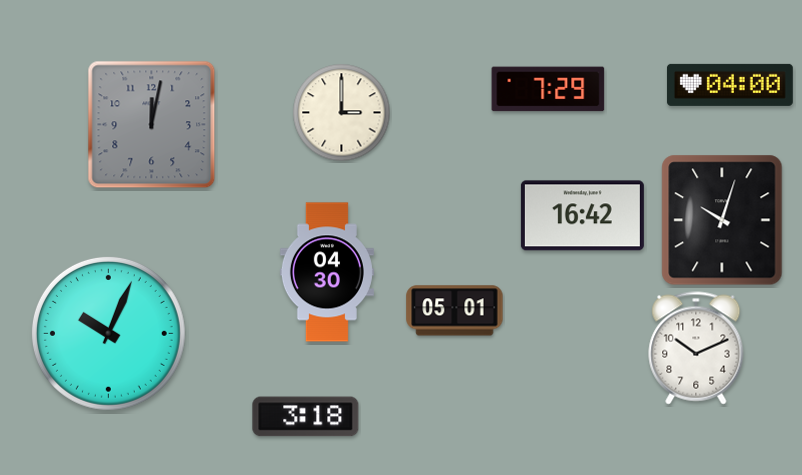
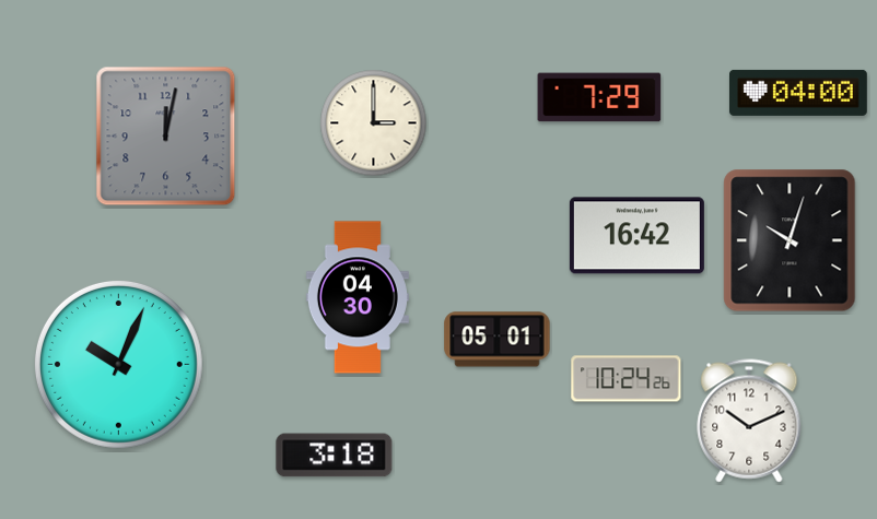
clock at (627, 379): none -> 10:24
clock at (696, 348) position: (696, 348) -> (749, 421)
